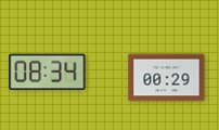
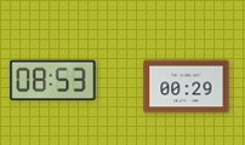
clock at (48, 73): 08:34 -> 08:53
